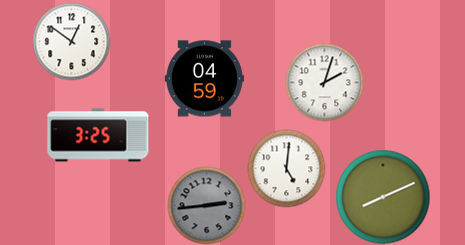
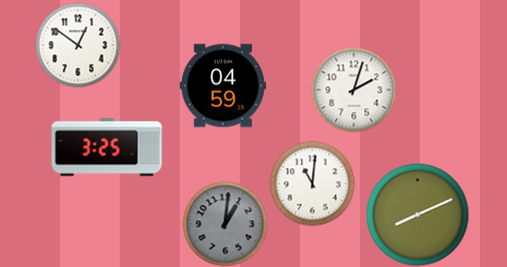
clock at (286, 168): 5:01 -> 11:01
clock at (206, 205): 2:44 -> 1:01
